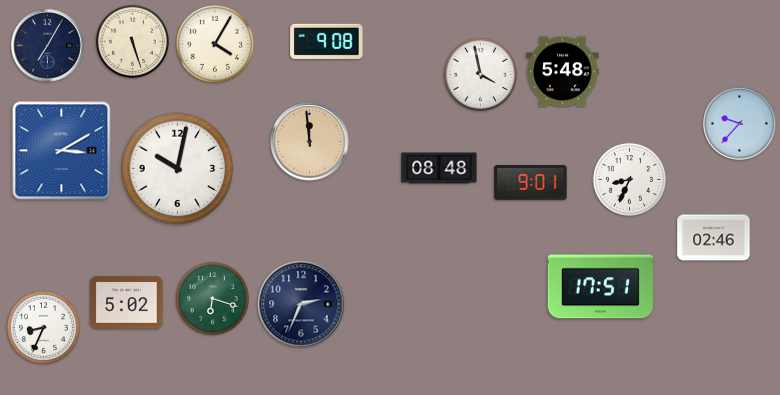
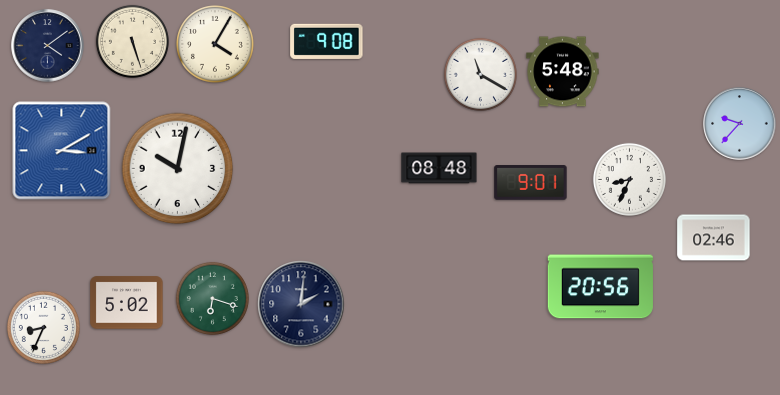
clock at (48, 46): 7:05 -> 4:09
clock at (480, 74): 3:58 -> 11:20
clock at (310, 142): 11:59 -> none
clock at (600, 287): 17:51 -> 20:56
clock at (301, 304): 2:34 -> 2:01
